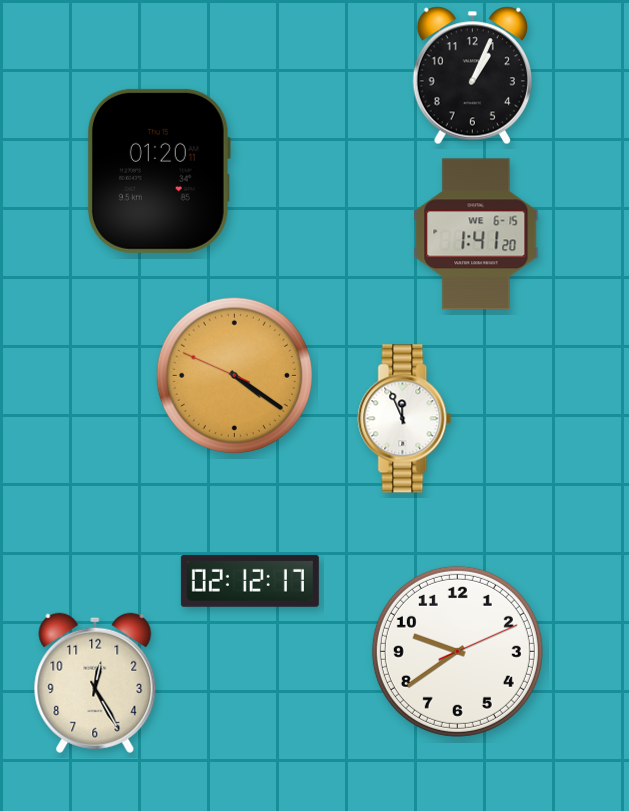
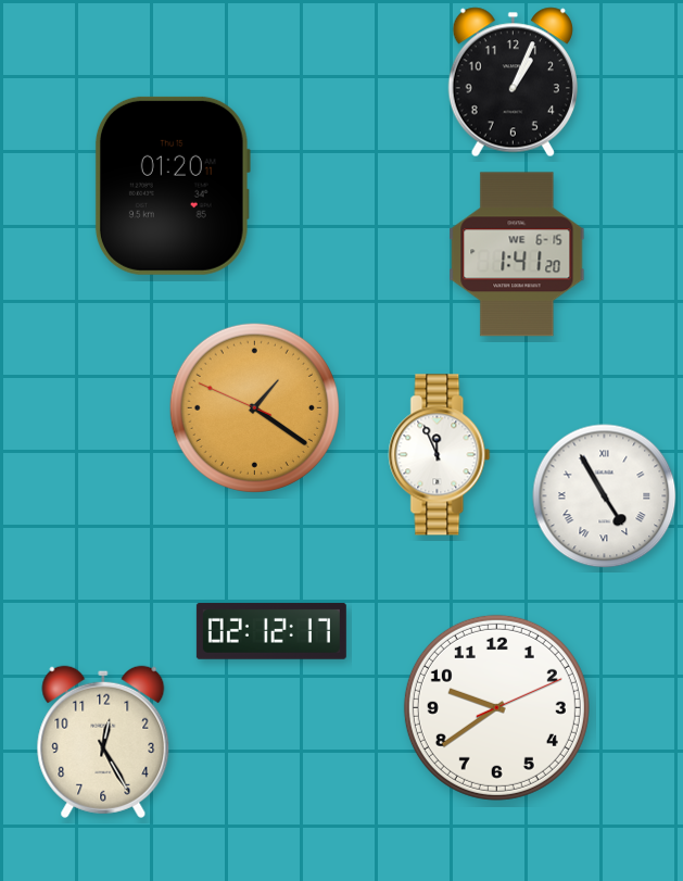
clock at (234, 375): 4:20 -> 1:20
clock at (605, 496): none -> 4:55
